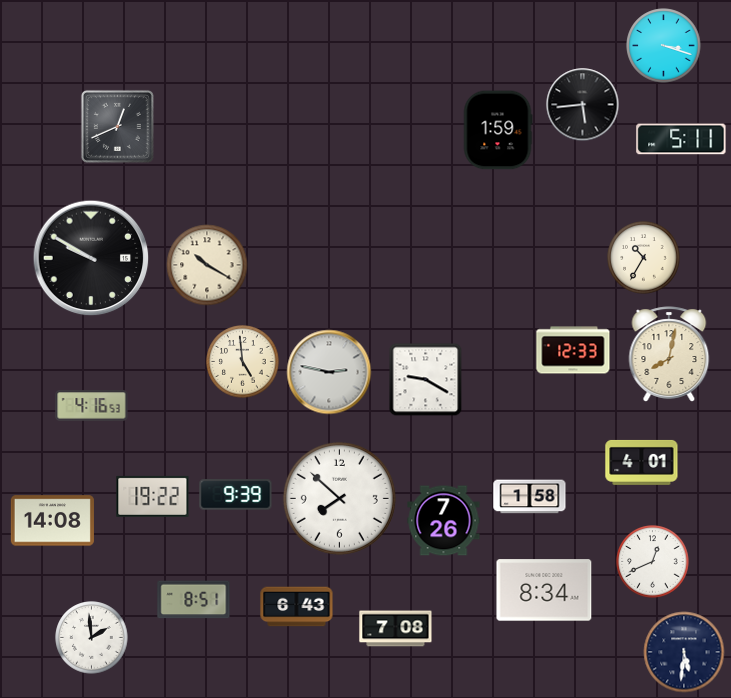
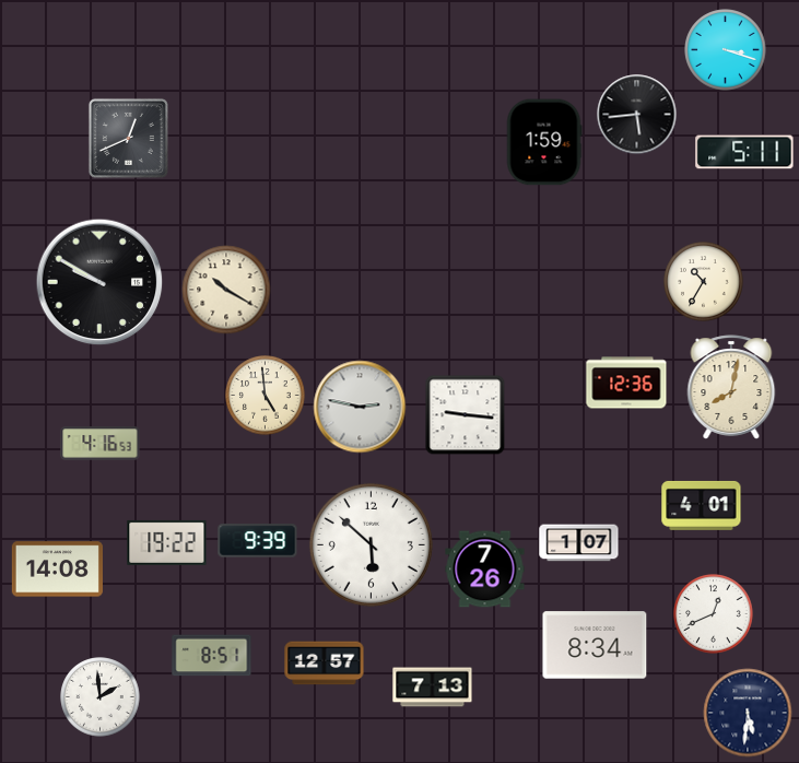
clock at (573, 350): 12:33 -> 12:36
clock at (426, 380): 9:20 -> 9:16
clock at (530, 497): 1:58 -> 1:07
clock at (339, 498): 7:52 -> 5:52
clock at (297, 607): 6:43 -> 12:57
clock at (396, 629): 7:08 -> 7:13
